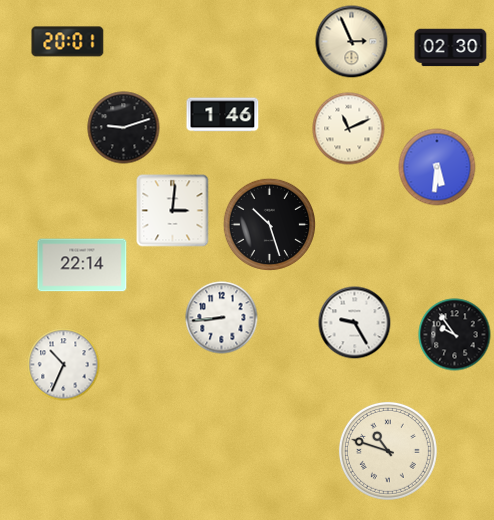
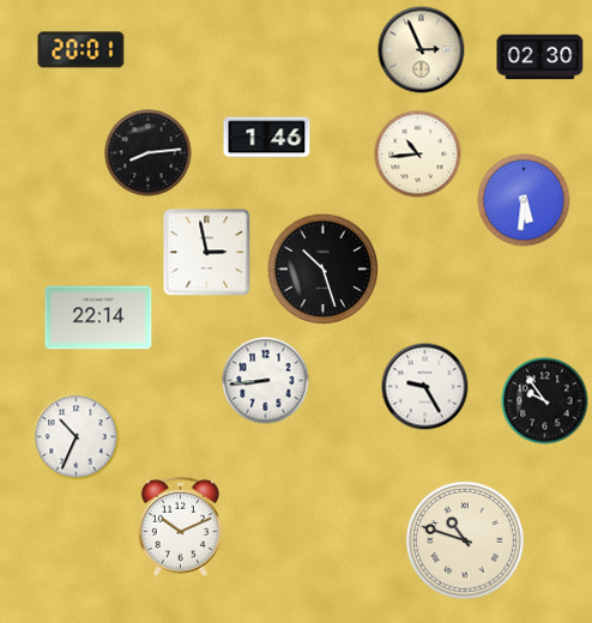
clock at (124, 128): 9:12 -> 8:14
clock at (349, 129): 11:11 -> 10:44
clock at (173, 211): 3:01 -> 2:58
clock at (180, 526): none -> 10:11
